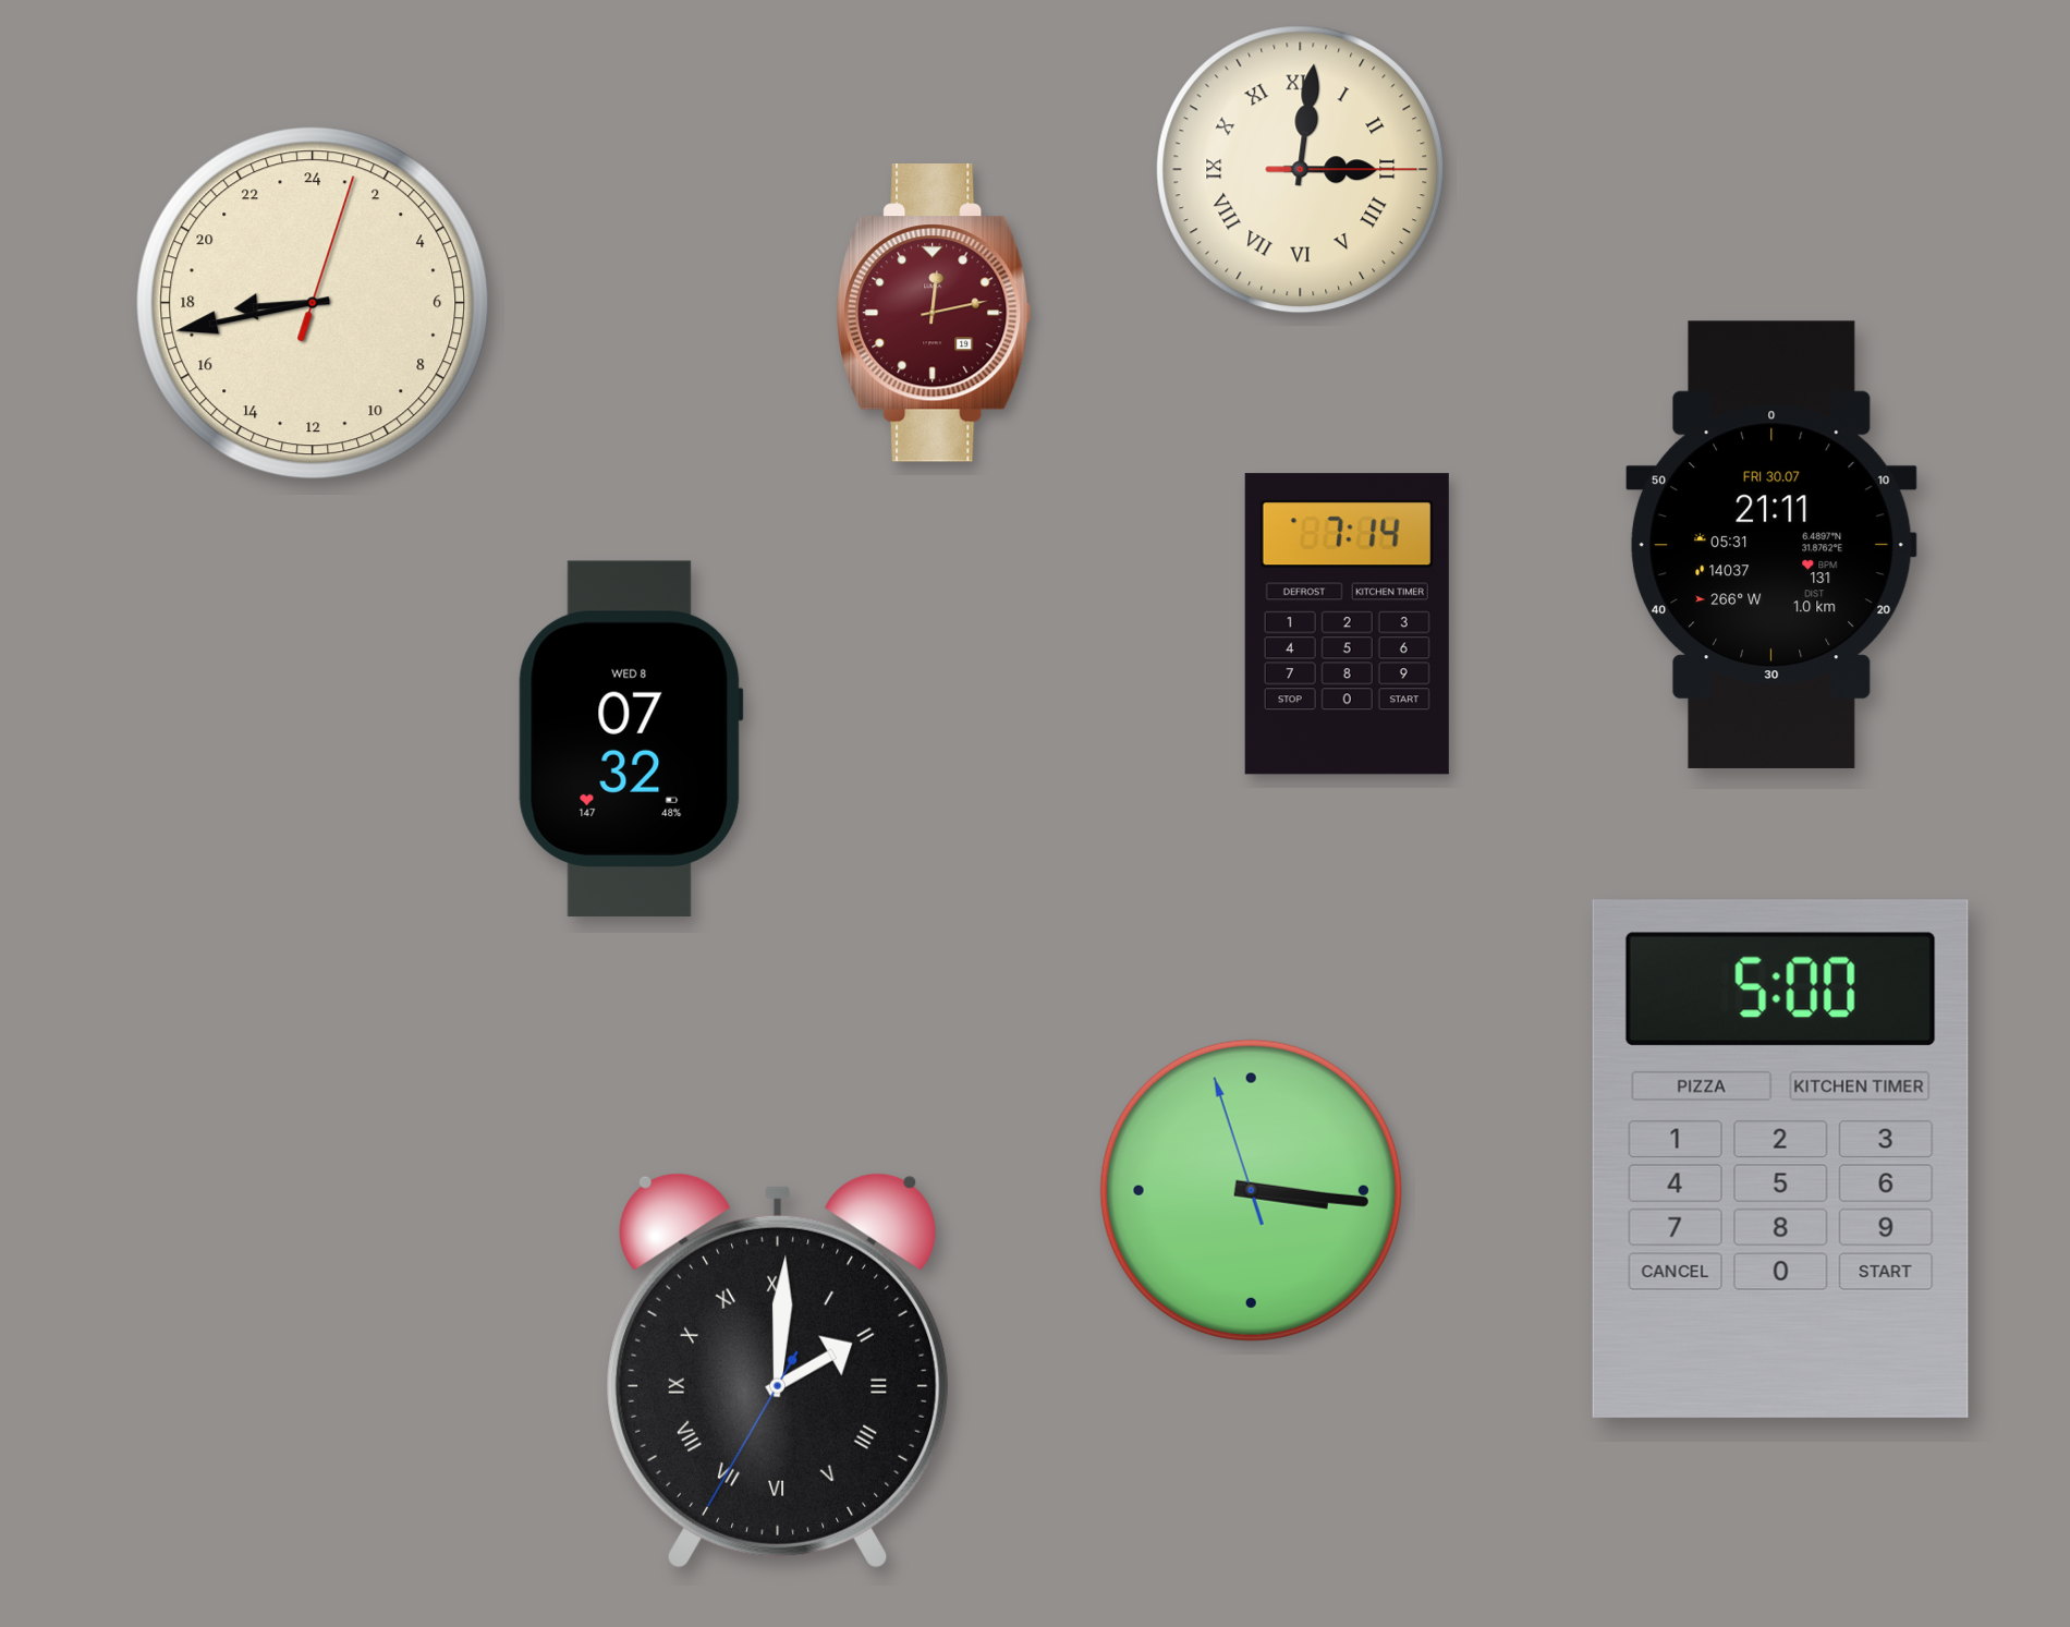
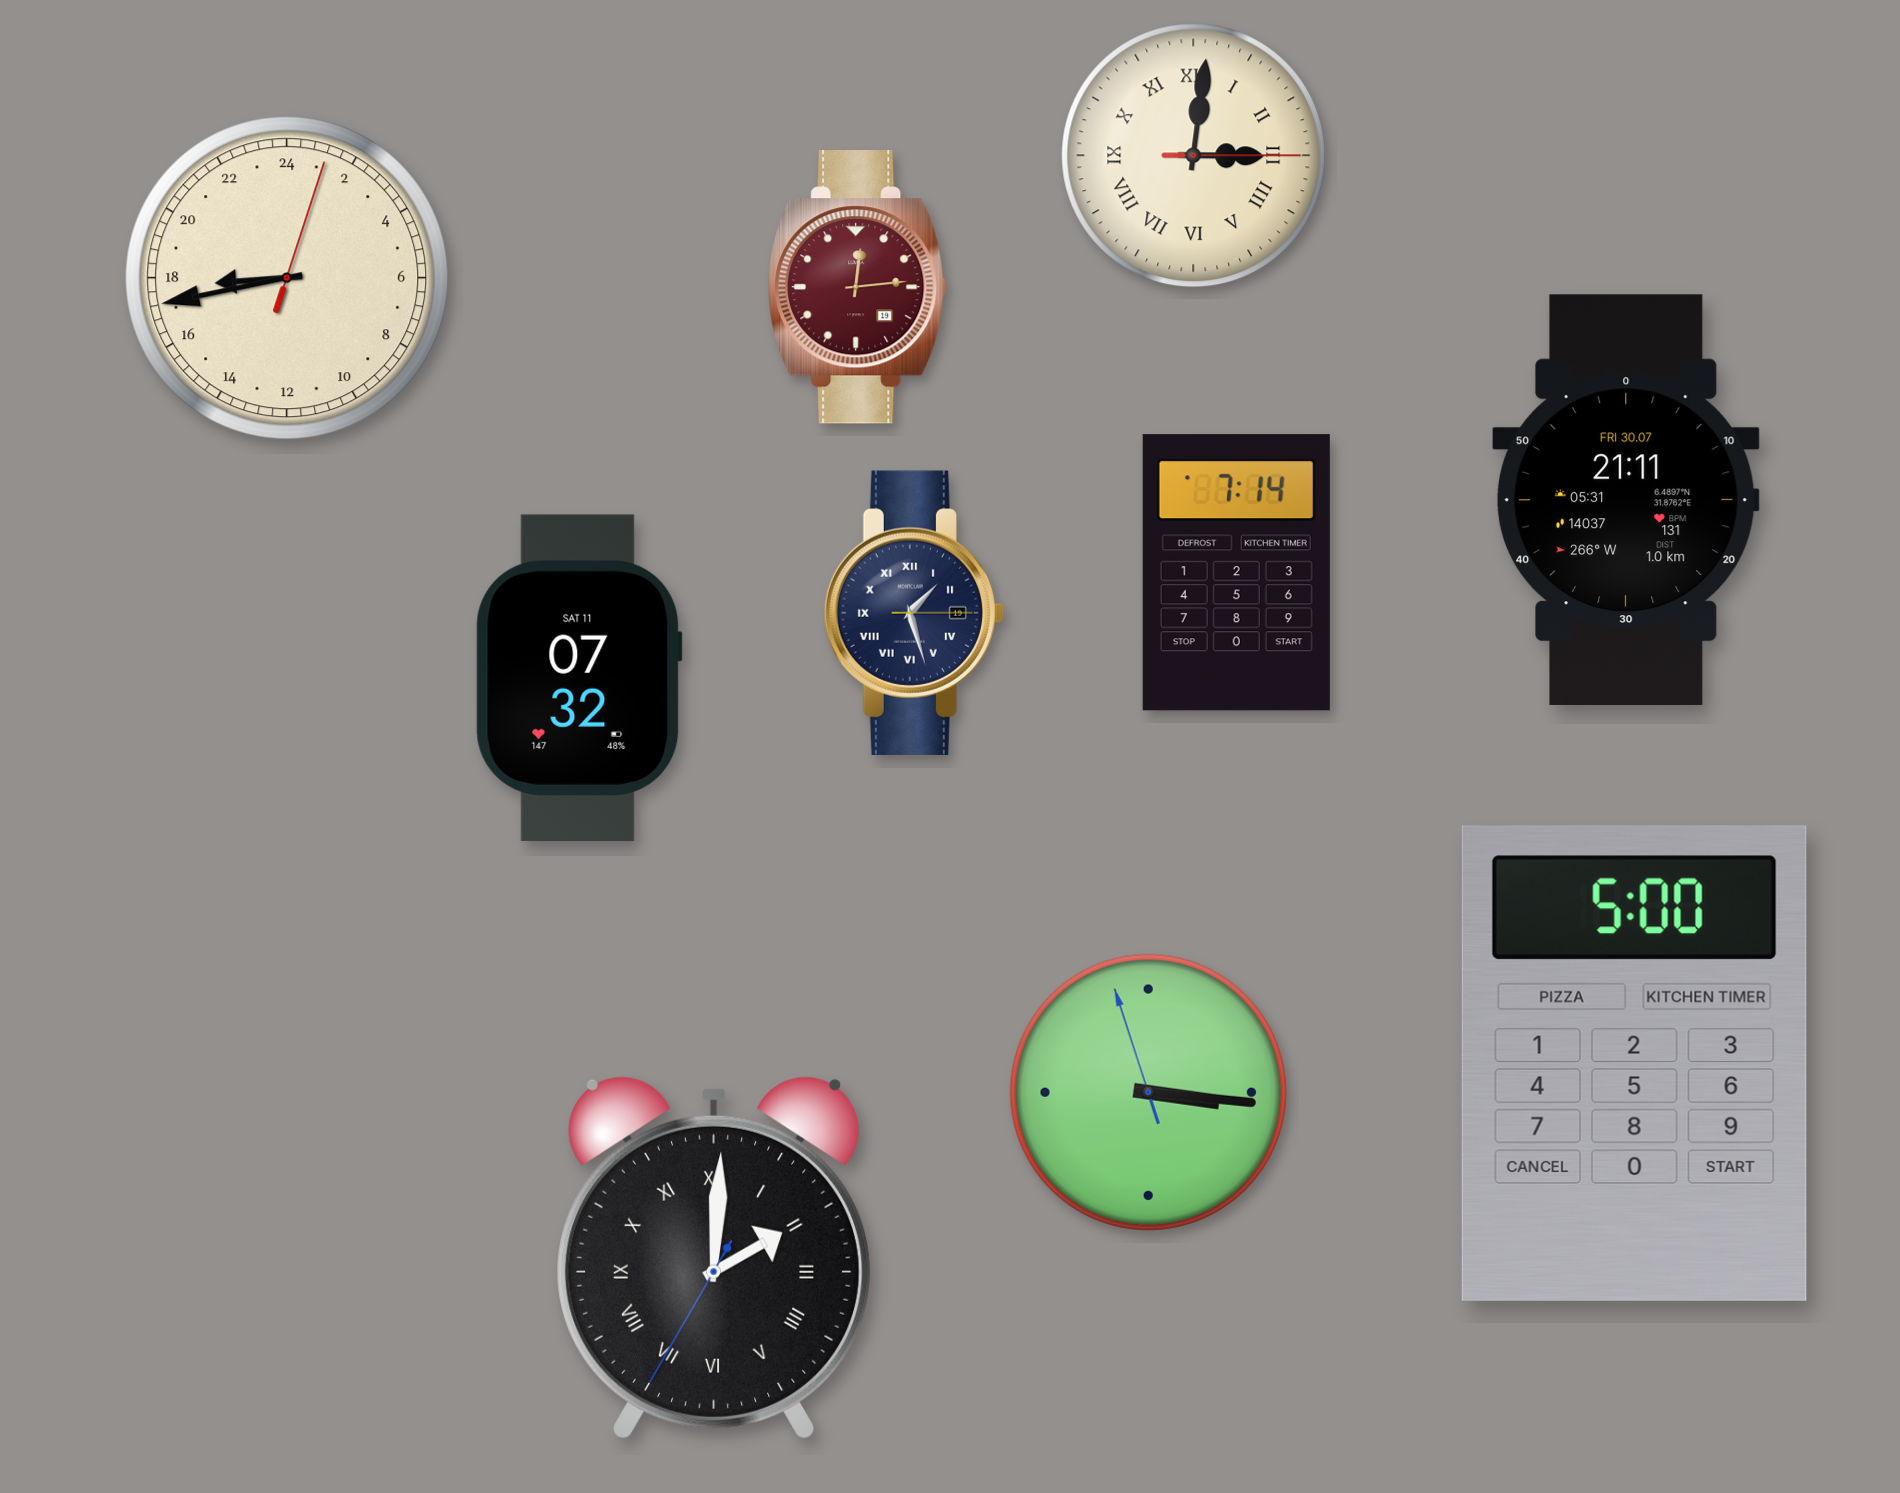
clock at (935, 314): 12:13 -> 12:14
clock at (914, 613): none -> 1:27
clock at (631, 739) date: WED 8 -> SAT 11
